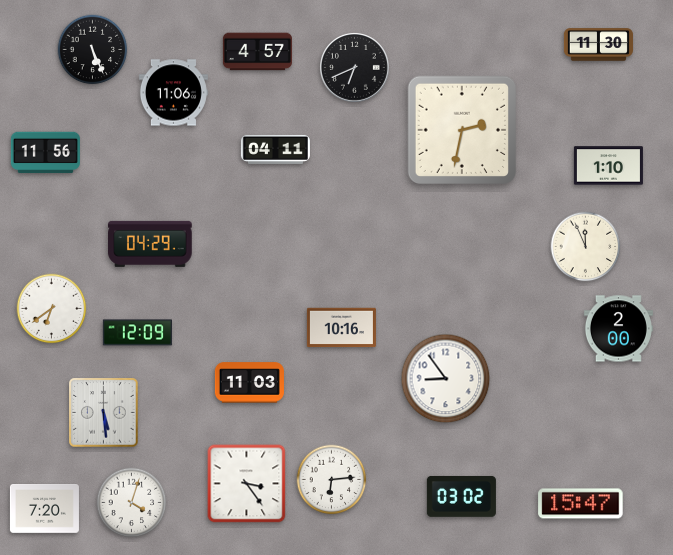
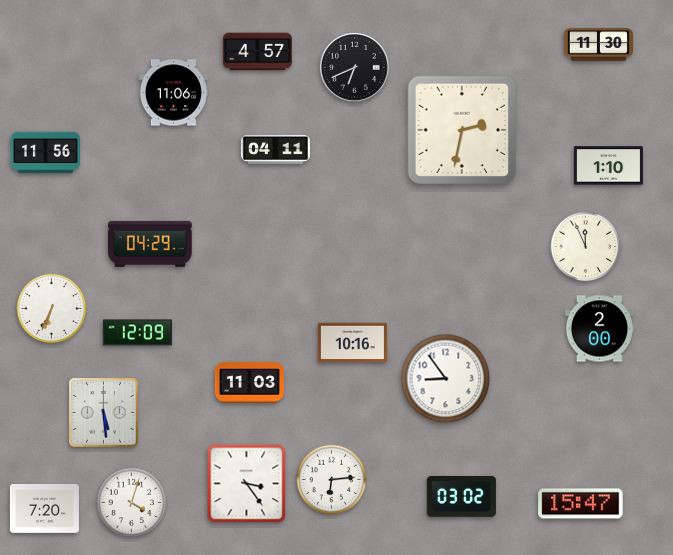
clock at (93, 50): 5:26 -> none
clock at (52, 309): 6:39 -> 6:34
clock at (341, 328) position: (341, 328) -> (352, 343)
clock at (618, 329) position: (618, 329) -> (599, 329)
